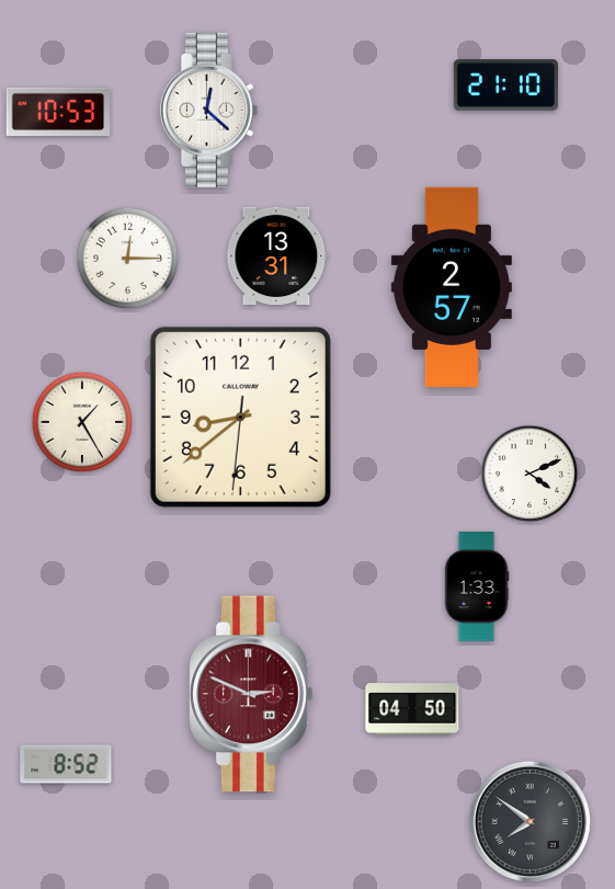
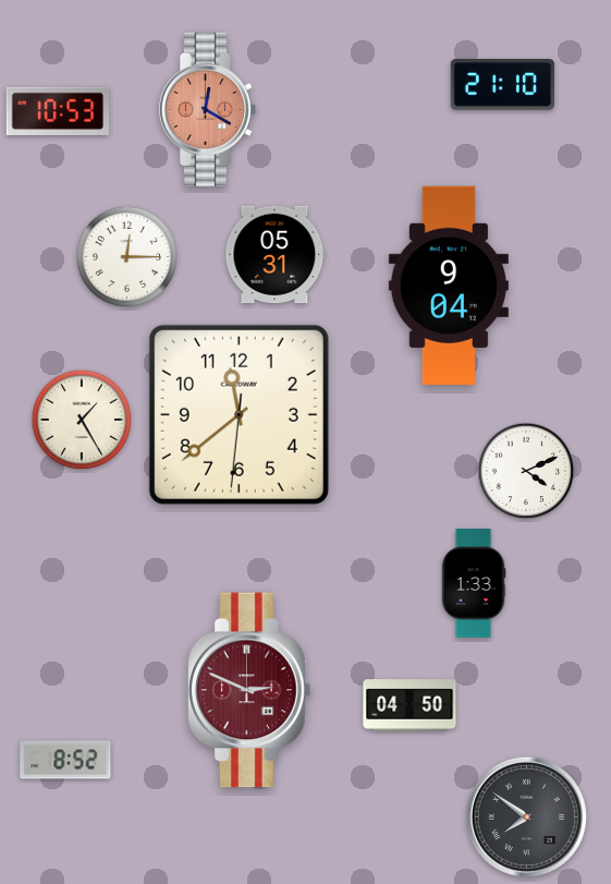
clock at (208, 110): 12:22 -> 12:20
clock at (208, 110) dial: white -> salmon
clock at (277, 257): 13:31 -> 05:31
clock at (452, 287): 2:57 -> 9:04
clock at (240, 417): 8:38 -> 11:38
